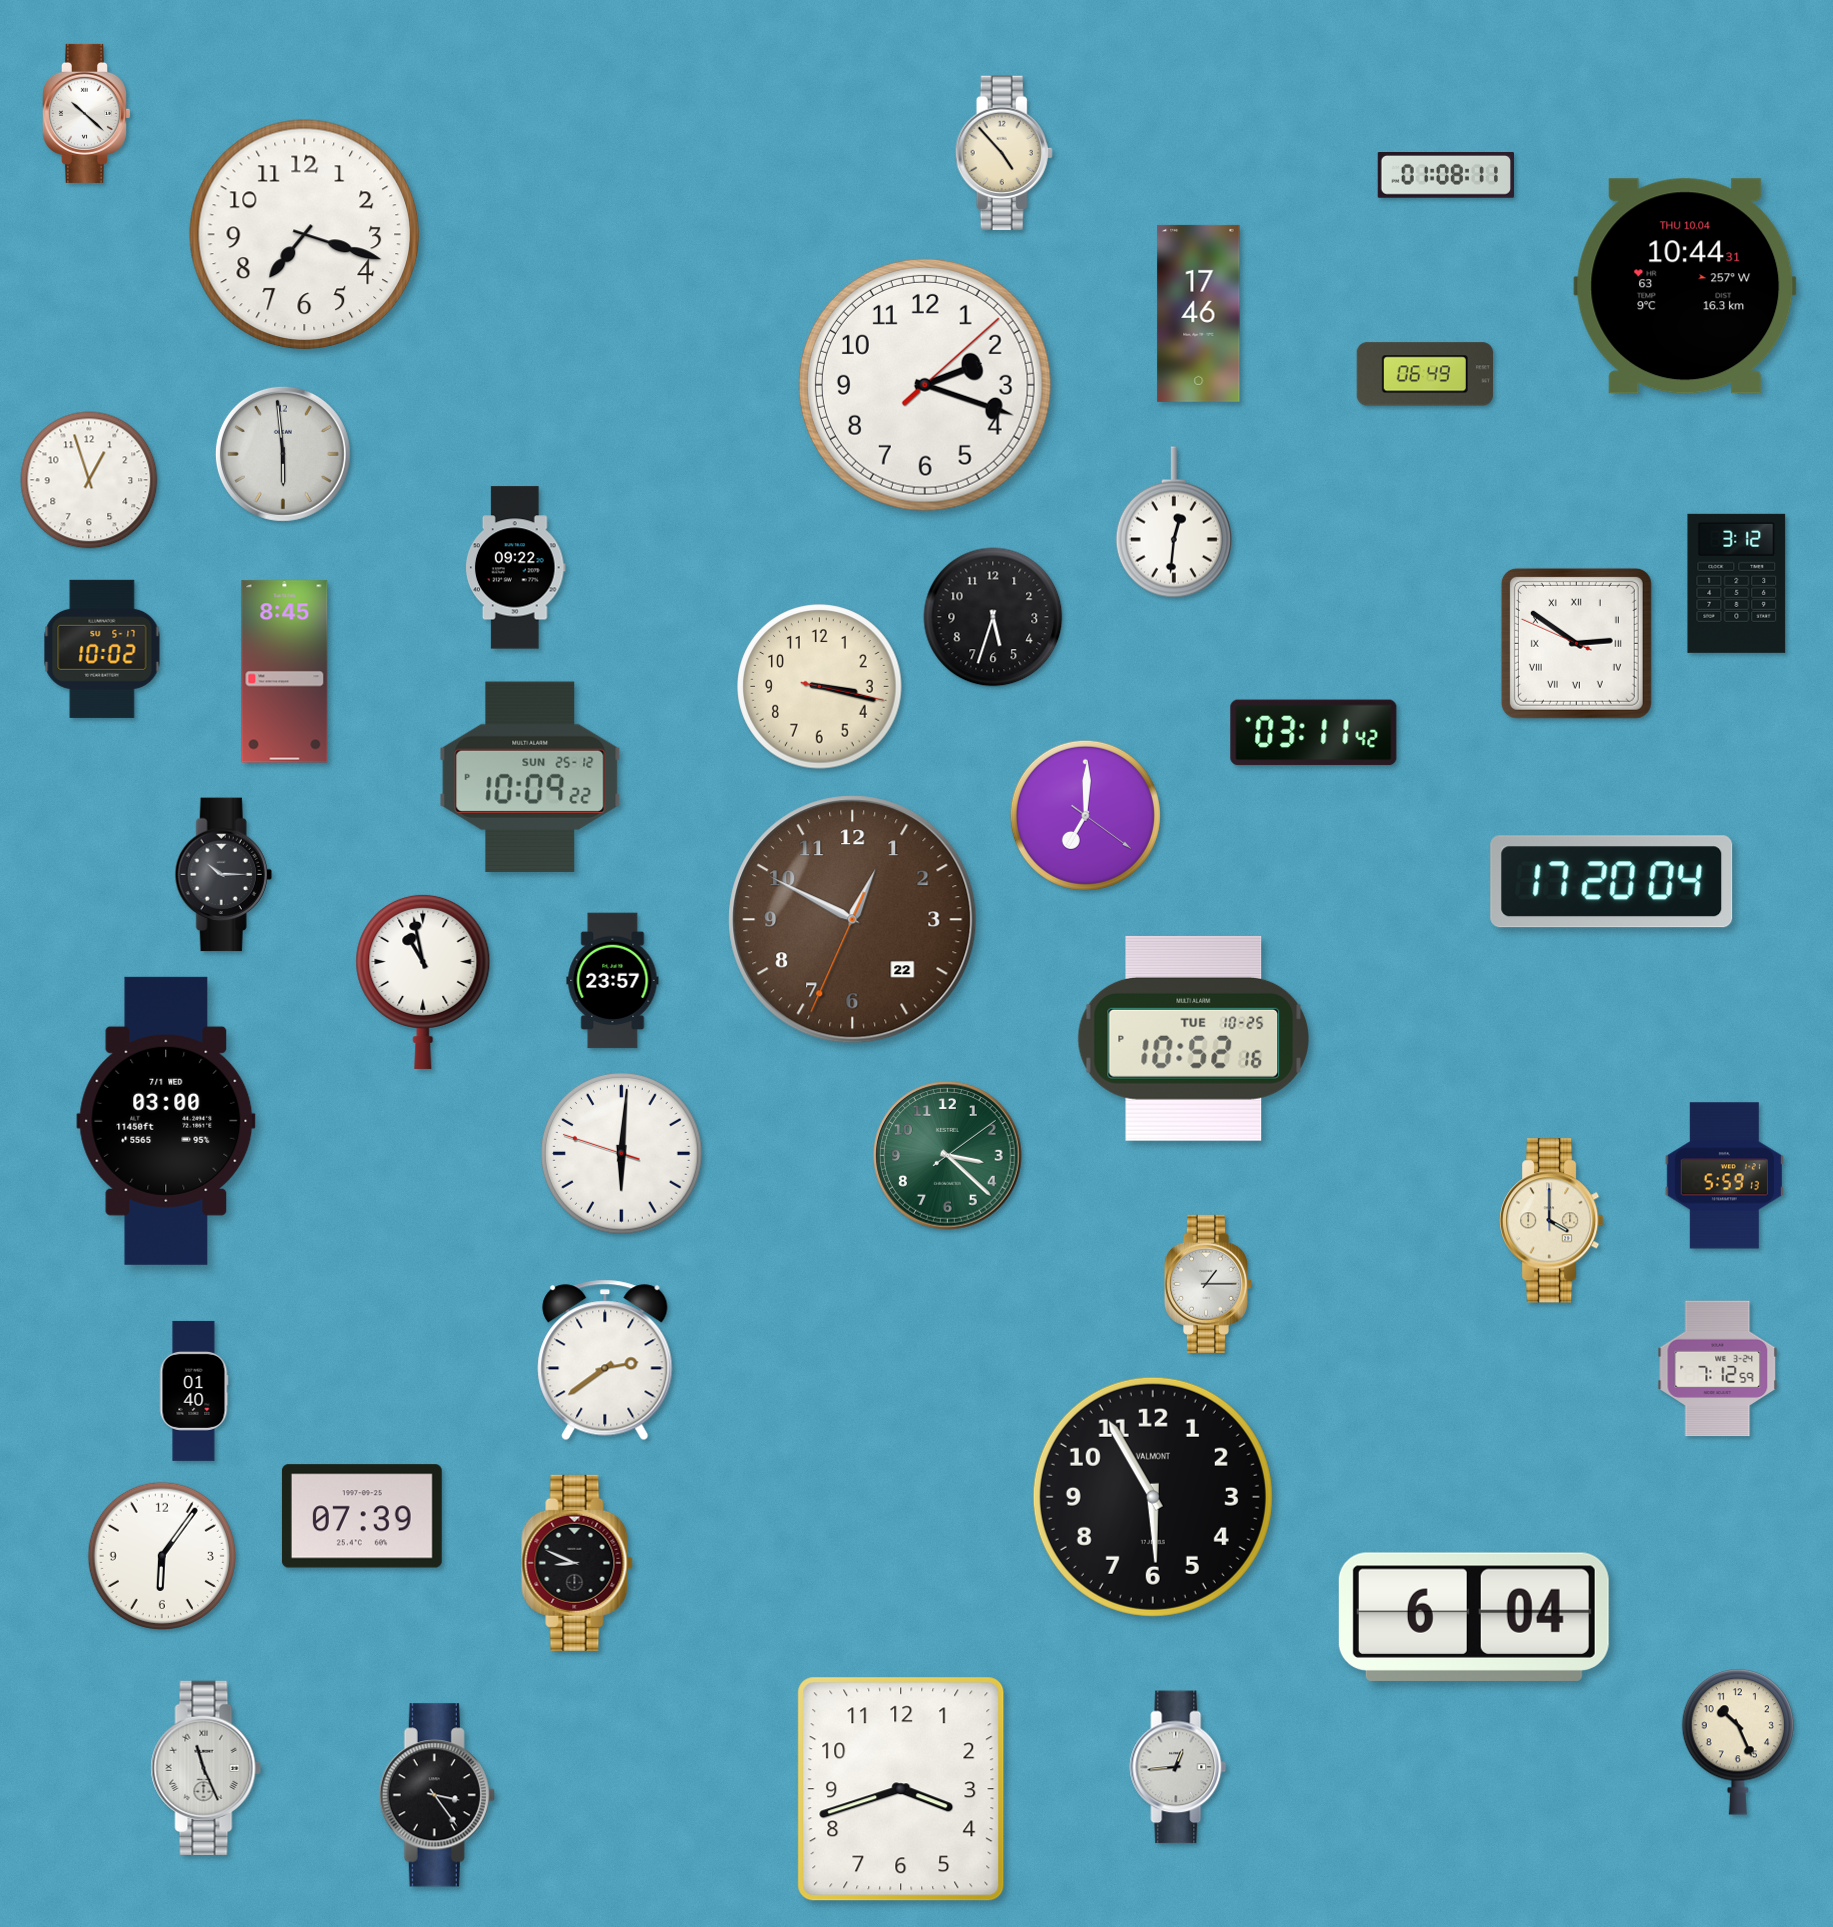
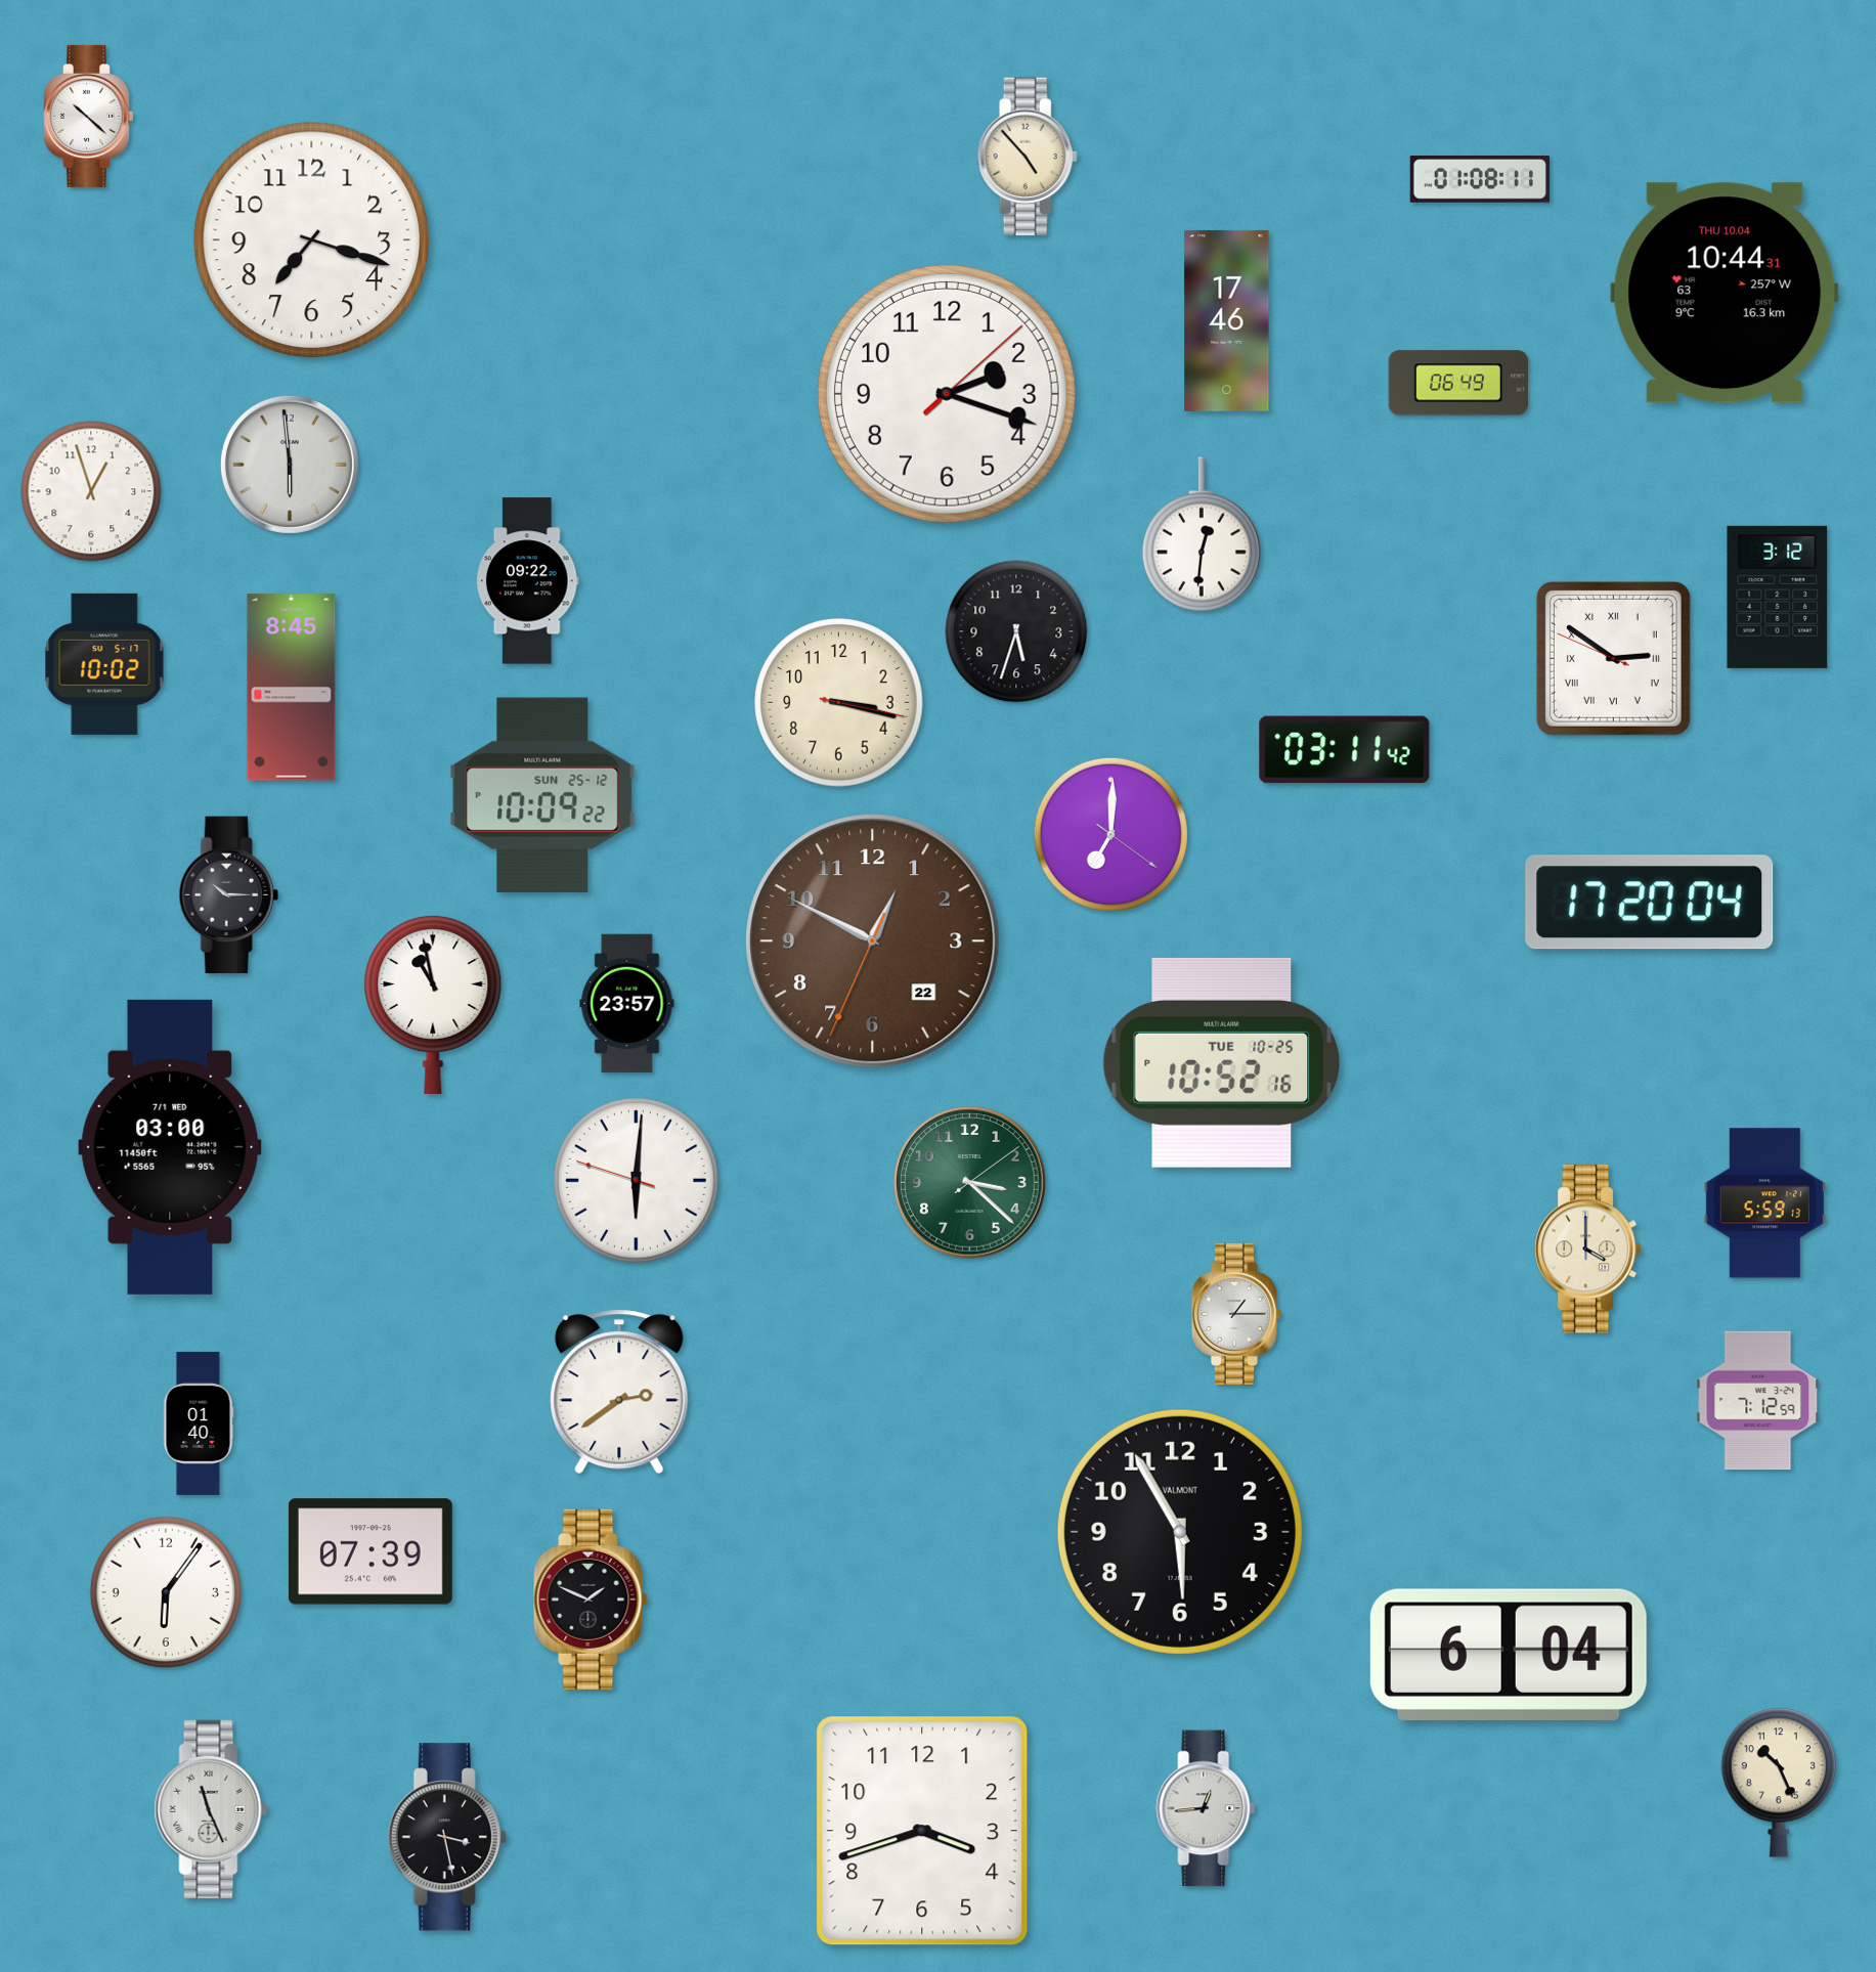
clock at (577, 1563): 8:49 -> 1:49
clock at (437, 1795): 3:24 -> 3:28
